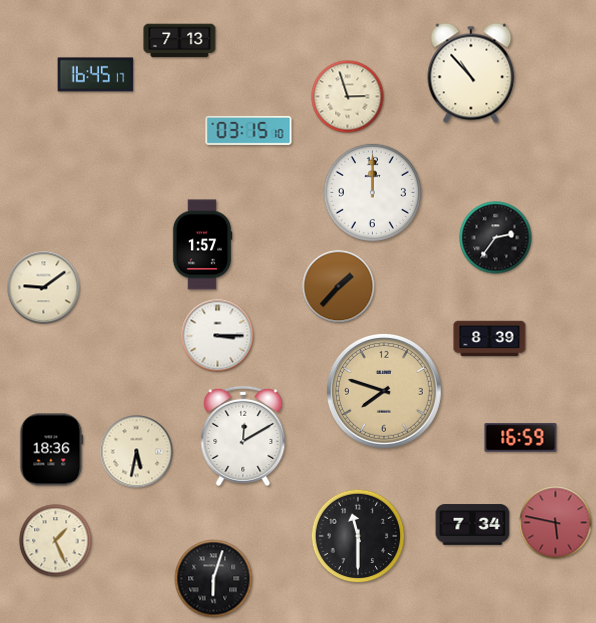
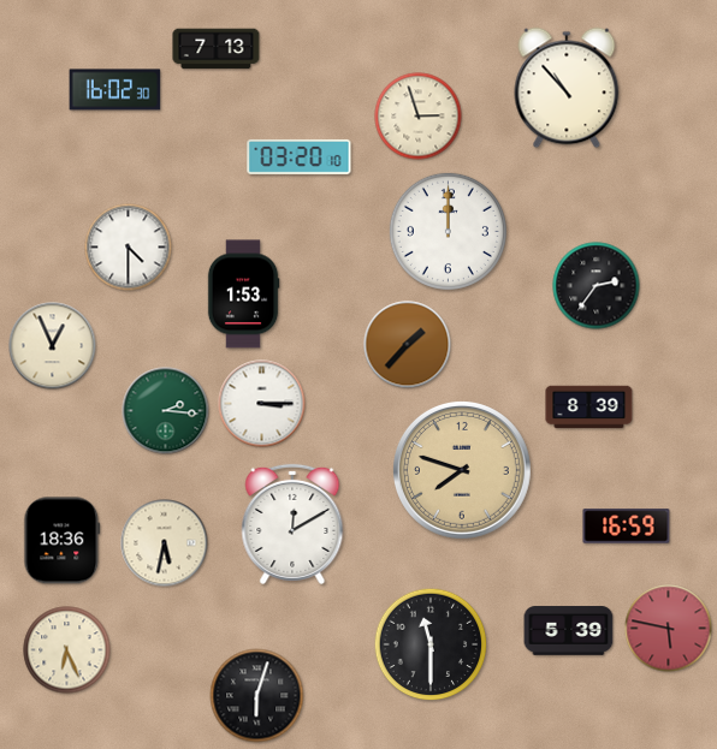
clock at (96, 75): 16:45 -> 16:02
clock at (249, 130): 03:15 -> 03:20
clock at (129, 248): none -> 4:30
clock at (202, 245): 1:57 -> 1:53
clock at (44, 288): 9:09 -> 12:56
clock at (166, 411): none -> 2:16
clock at (473, 525): 7:34 -> 5:39
clock at (56, 541): 1:26 -> 6:26
